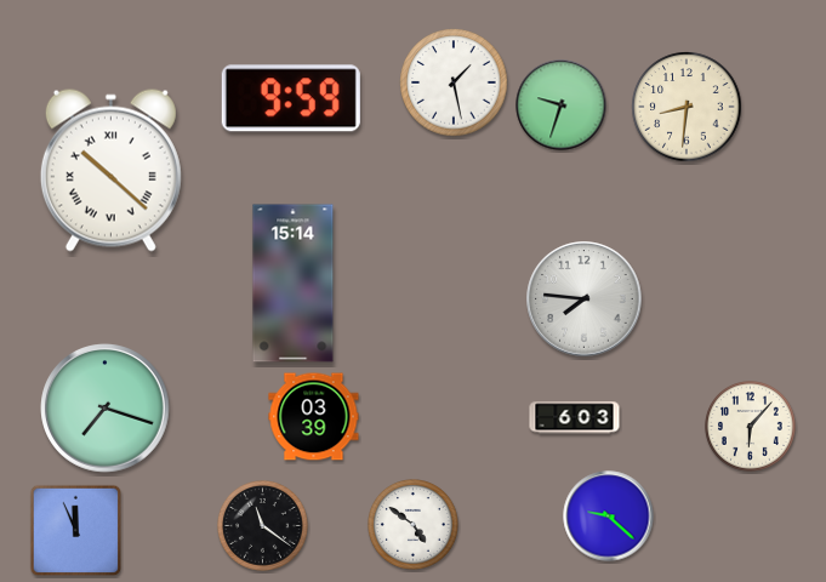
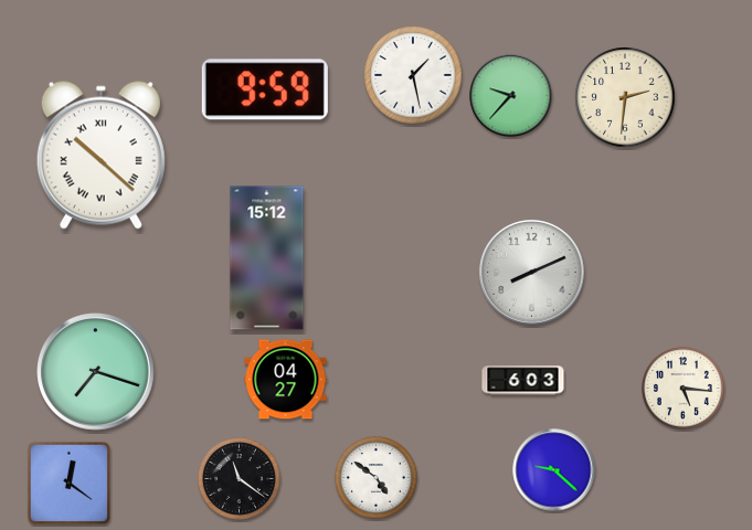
clock at (562, 105): 9:33 -> 9:37
clock at (687, 107): 8:31 -> 2:31
clock at (294, 284): 15:14 -> 15:12
clock at (585, 299): 7:46 -> 8:11
clock at (314, 417): 03:39 -> 04:27
clock at (751, 427): 6:07 -> 5:16
clock at (76, 531): 11:56 -> 12:21
